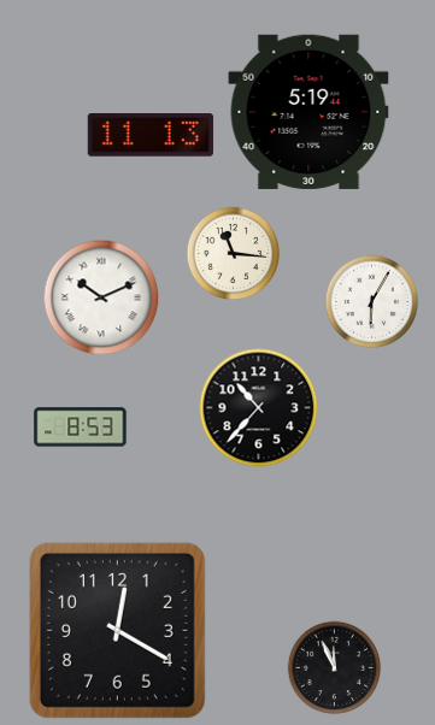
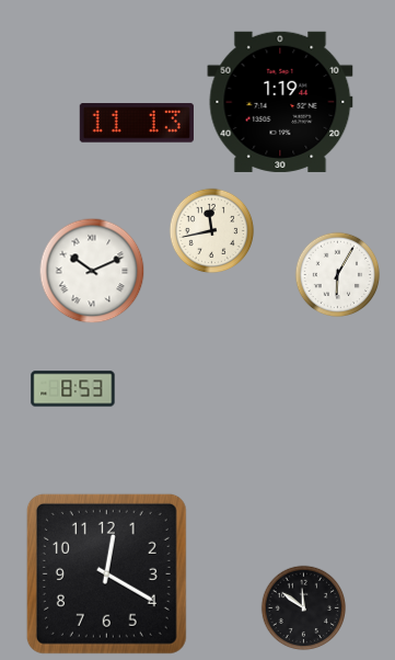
clock at (308, 112): 5:19 -> 1:19
clock at (233, 253): 11:16 -> 11:43
clock at (259, 408): 10:37 -> none
clock at (334, 667): 11:56 -> 11:51
